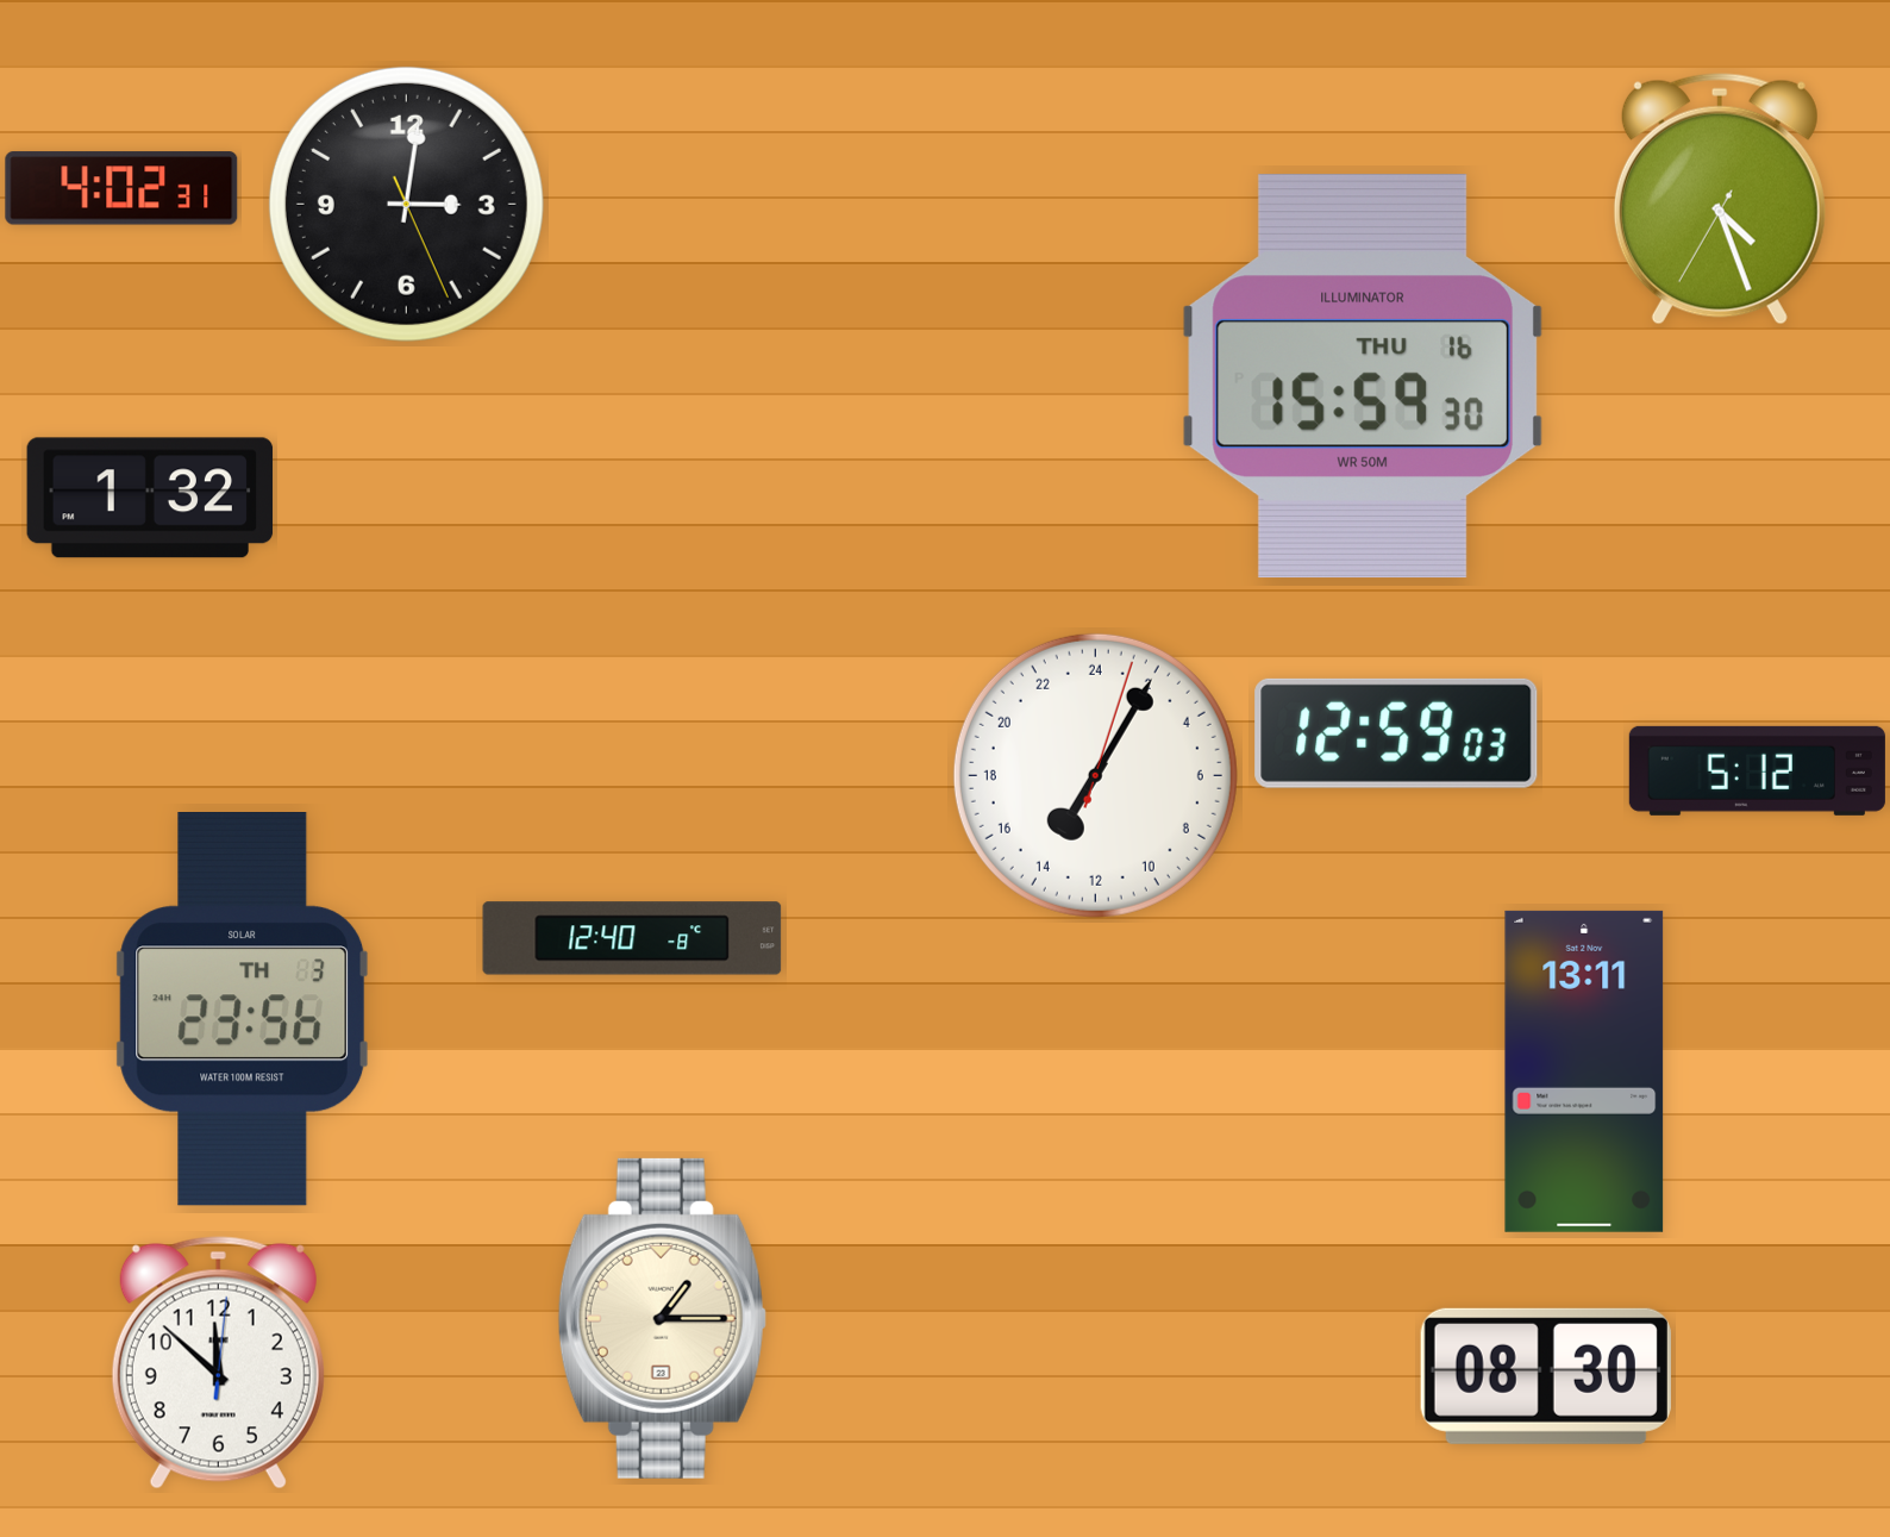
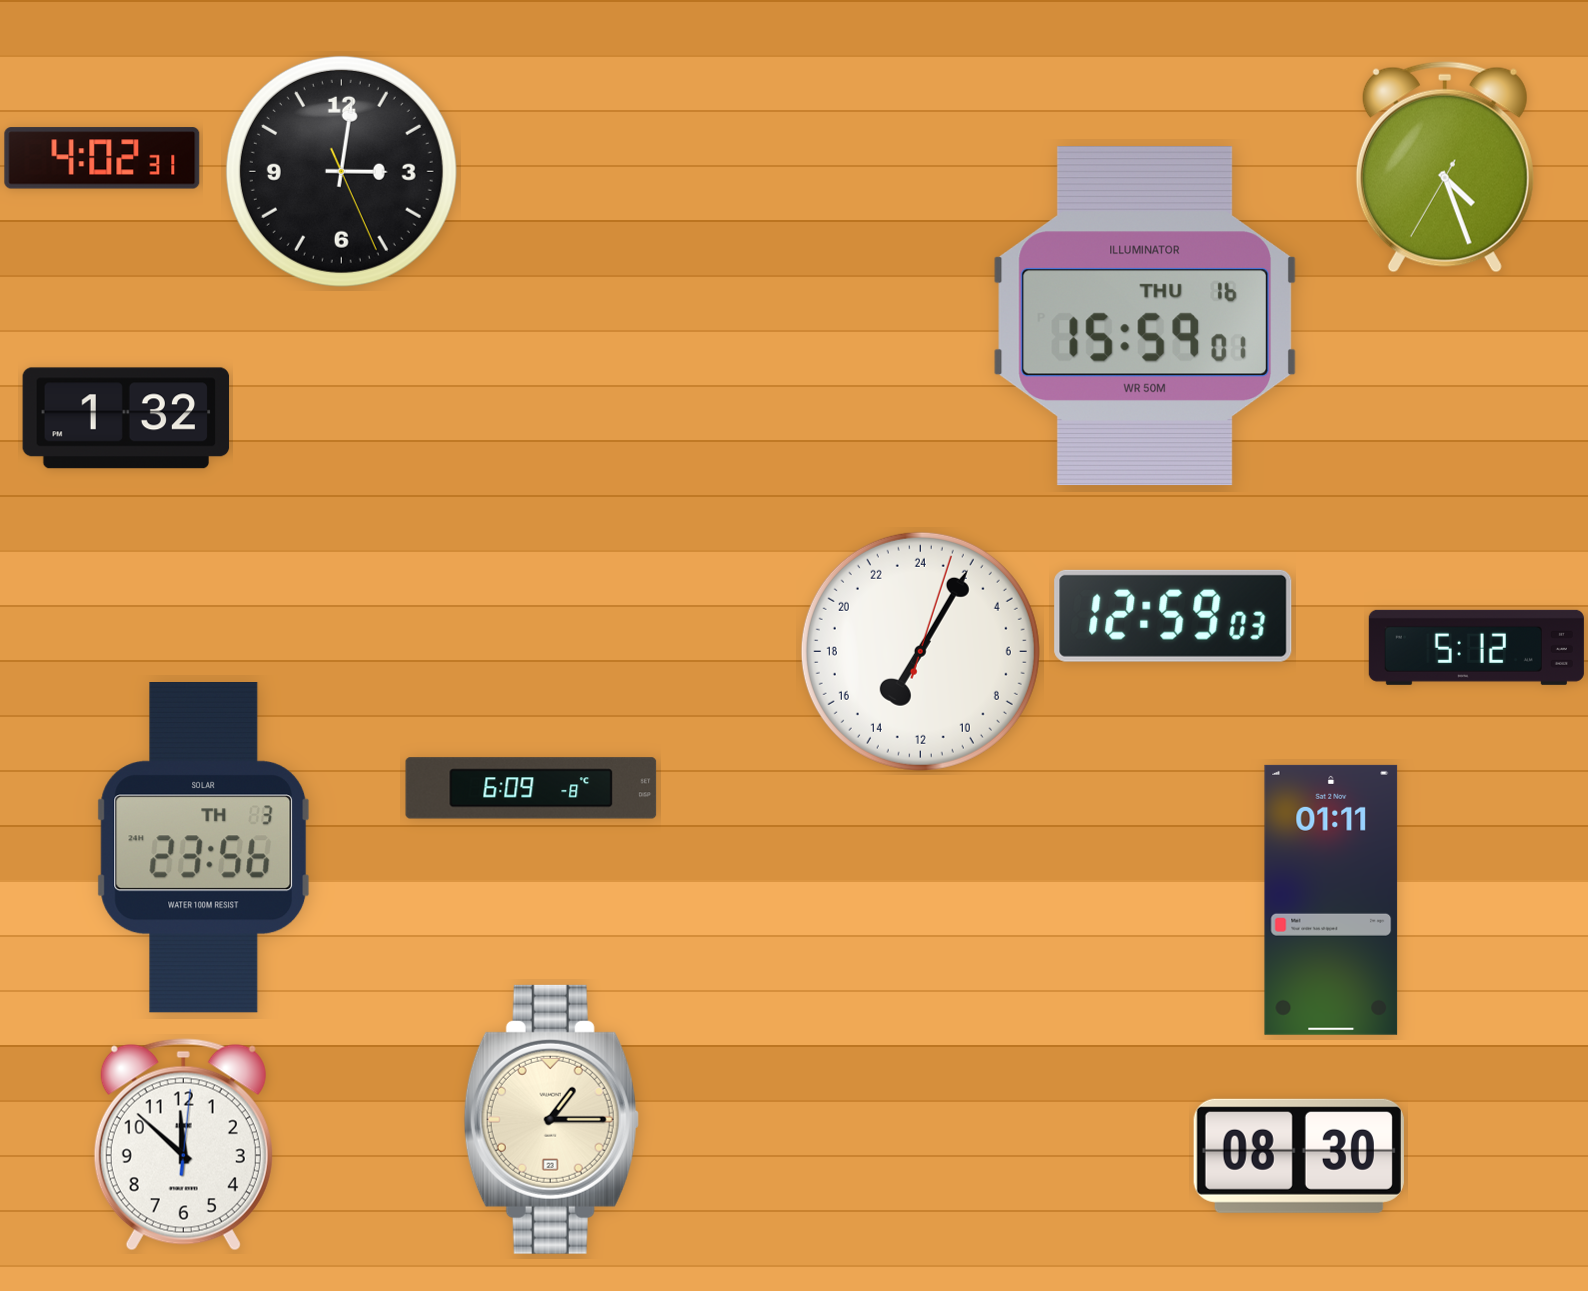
clock at (1363, 376): 15:59:30 -> 15:59:01
clock at (632, 938): 12:40 -> 6:09
clock at (1584, 1071): 13:11 -> 01:11
clock at (662, 1318) position: (662, 1318) -> (551, 1119)
